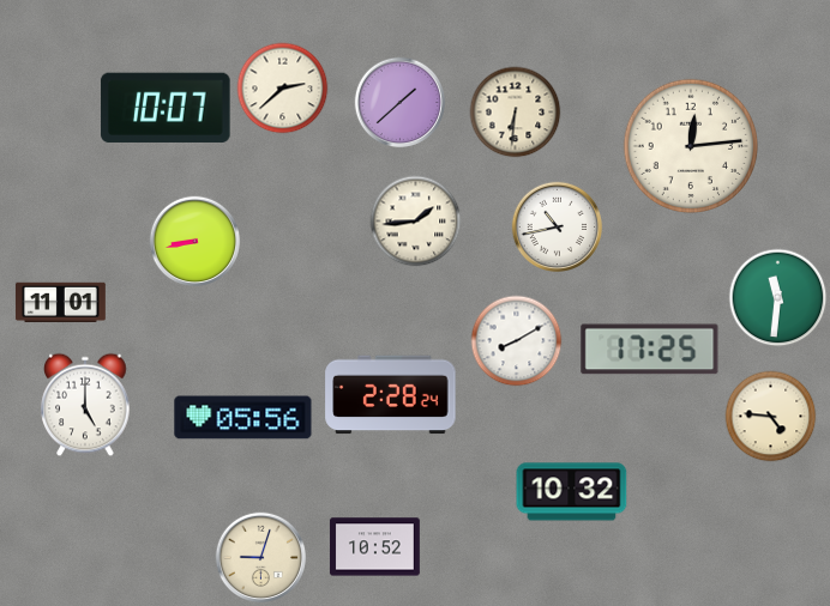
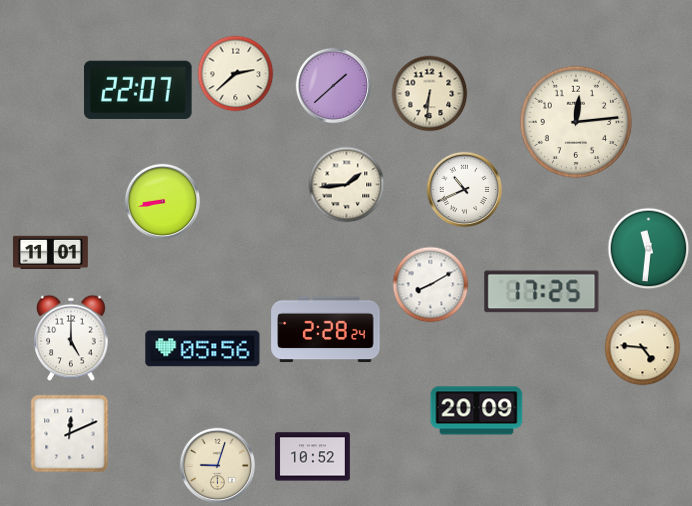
clock at (166, 108): 10:07 -> 22:07
clock at (558, 228): 10:43 -> 10:41
clock at (572, 492): 10:32 -> 20:09
clock at (70, 434): none -> 12:11
